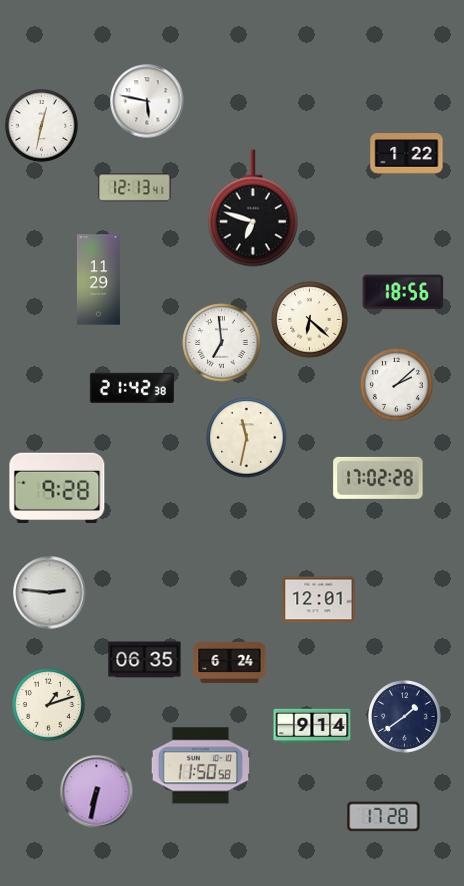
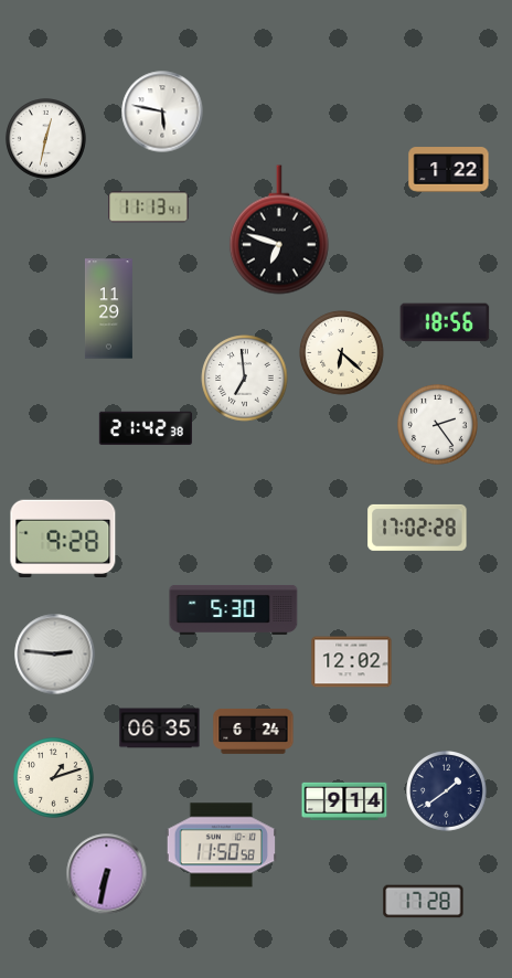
clock at (135, 188): 12:13 -> 11:13
clock at (397, 385): 2:08 -> 2:24
clock at (247, 438): 11:32 -> none
clock at (234, 609): none -> 5:30
clock at (319, 600): 12:01 -> 12:02
